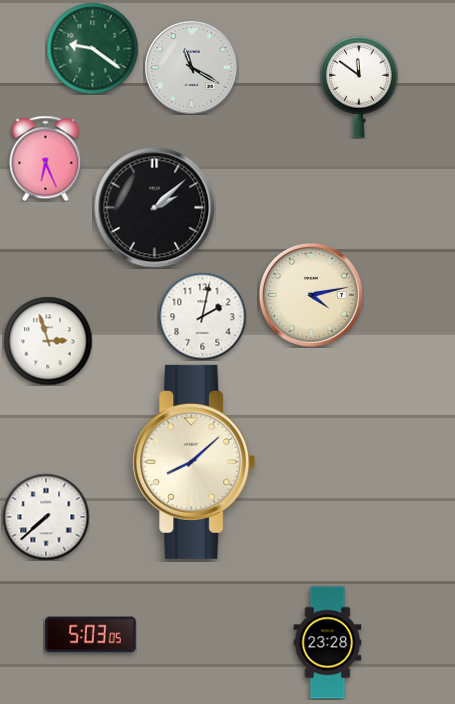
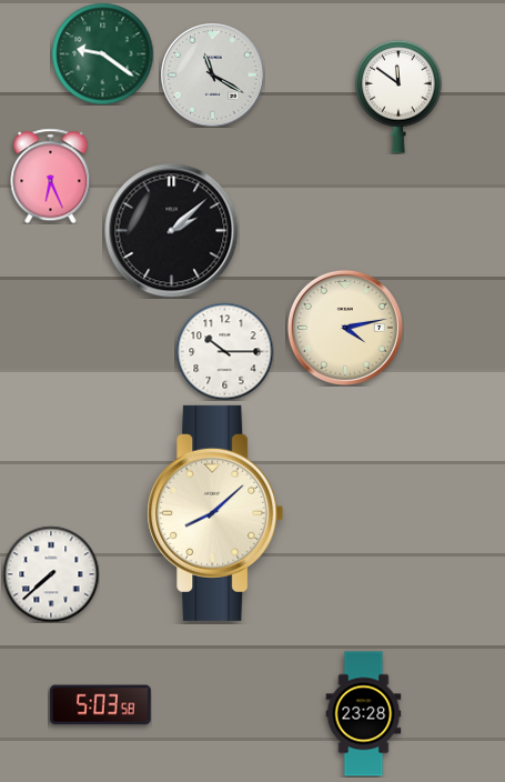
clock at (202, 316): 2:02 -> 10:15
clock at (48, 341): 2:57 -> none
clock at (91, 635): 5:03:05 -> 5:03:58
